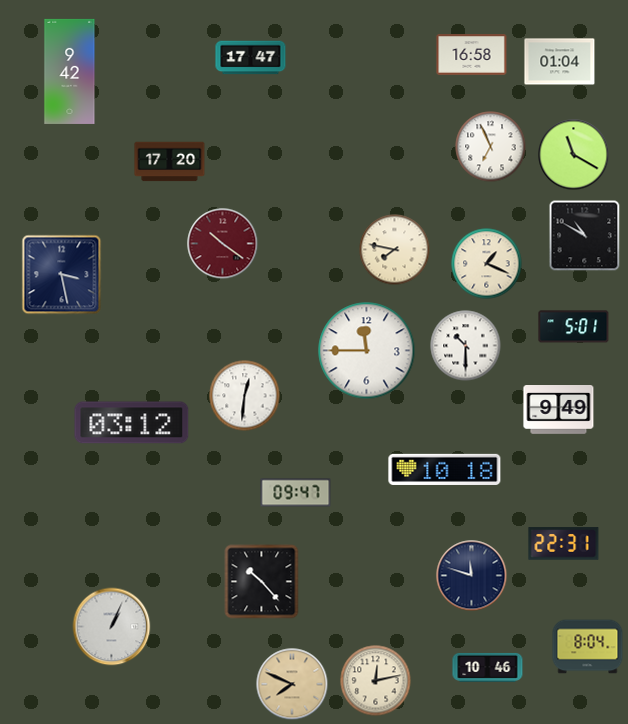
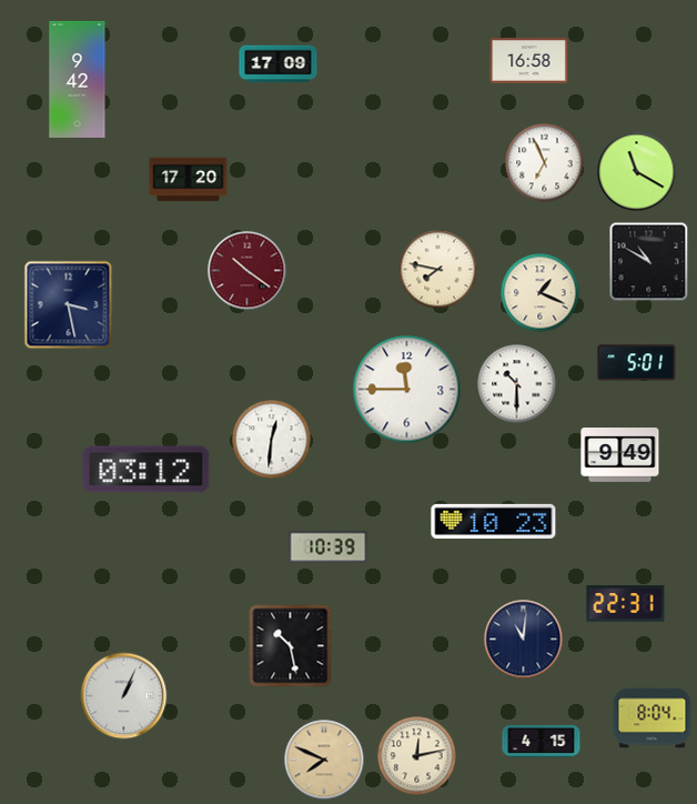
clock at (472, 55) position: (472, 55) -> (529, 61)
clock at (251, 58): 17:47 -> 17:09
clock at (560, 62): 01:04 -> none
clock at (395, 250) position: (395, 250) -> (438, 270)
clock at (445, 469): 10:18 -> 10:23
clock at (296, 493): 09:47 -> 10:39
clock at (472, 576): 11:48 -> 11:01
clock at (262, 582): 10:23 -> 10:28
clock at (488, 667): 10:46 -> 4:15
